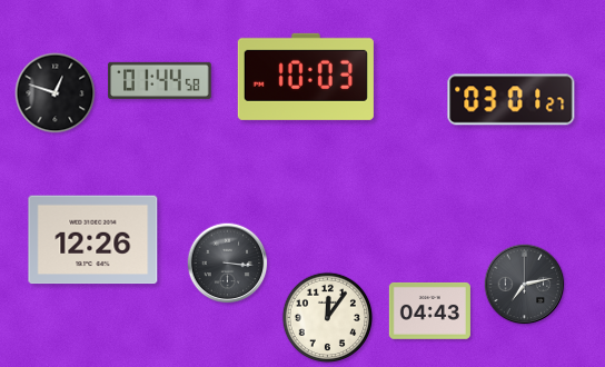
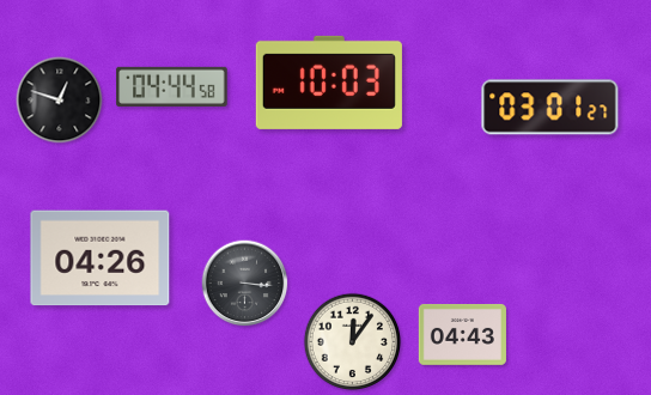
clock at (160, 80): 01:44 -> 04:44
clock at (93, 240): 12:26 -> 04:26
clock at (525, 285): 7:13 -> none
